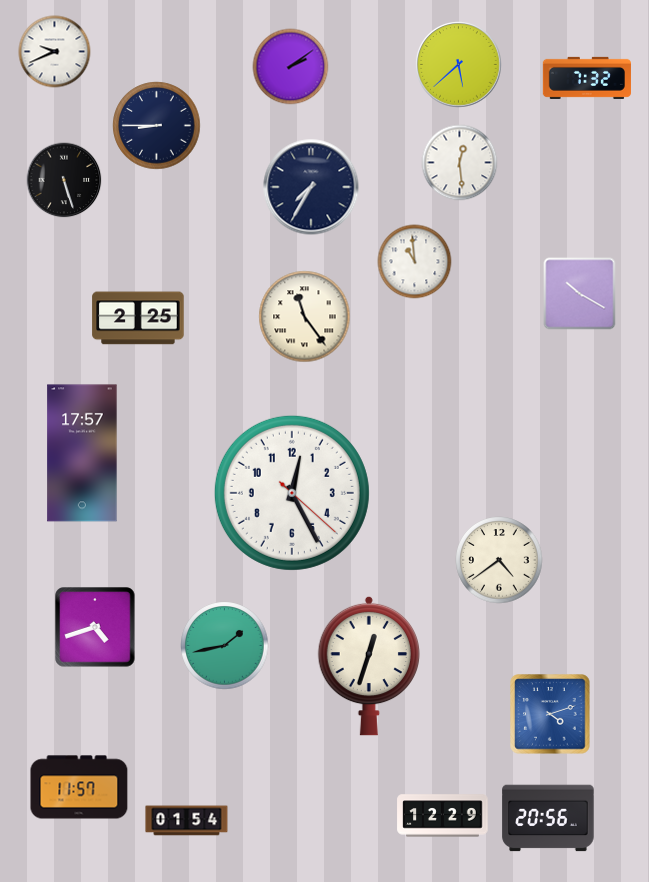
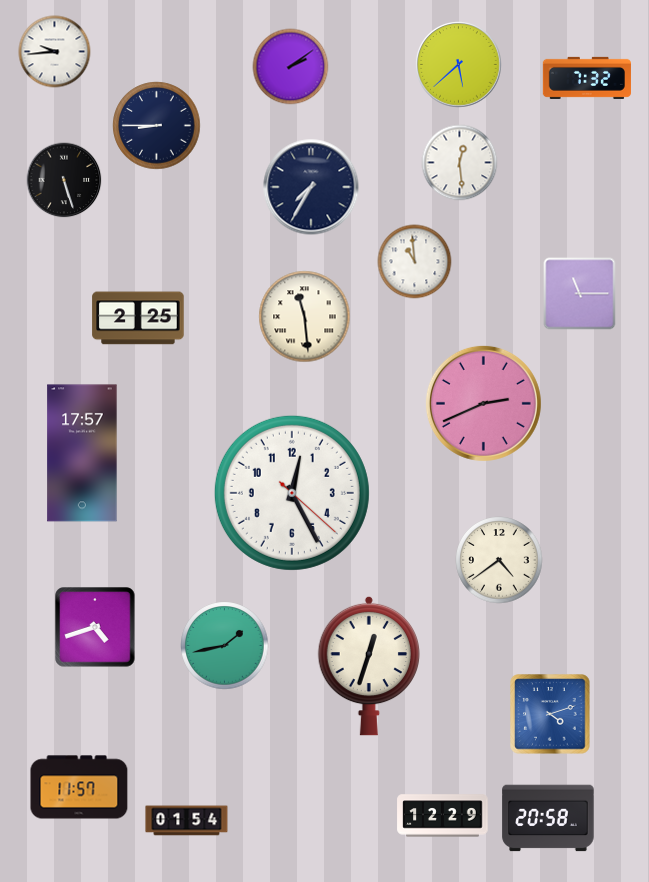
clock at (55, 52): 9:41 -> 9:44
clock at (580, 294): 10:20 -> 11:15
clock at (305, 317): 11:24 -> 11:29
clock at (483, 403): none -> 2:41
clock at (548, 818): 20:56 -> 20:58
